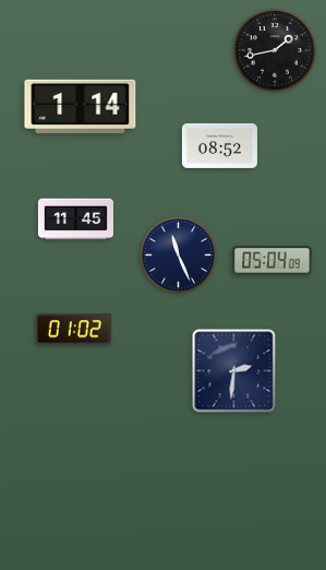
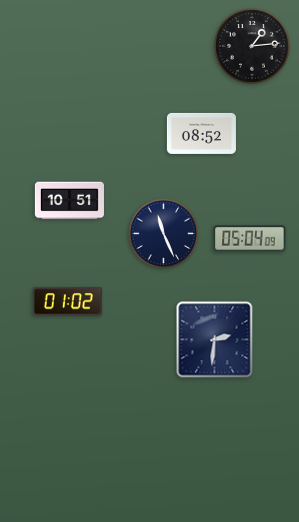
clock at (275, 50): 1:43 -> 1:14
clock at (81, 106): 1:14 -> none
clock at (75, 219): 11:45 -> 10:51
